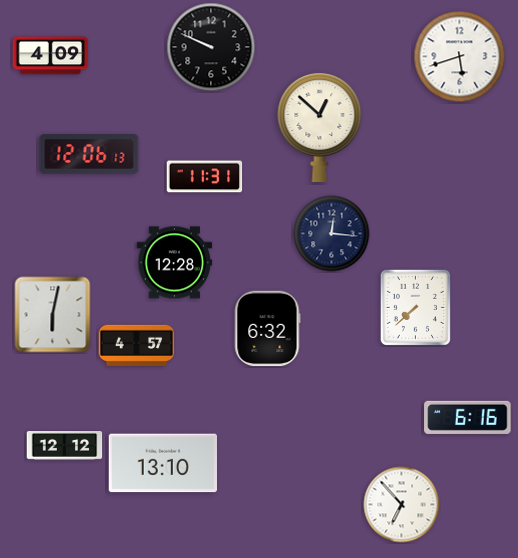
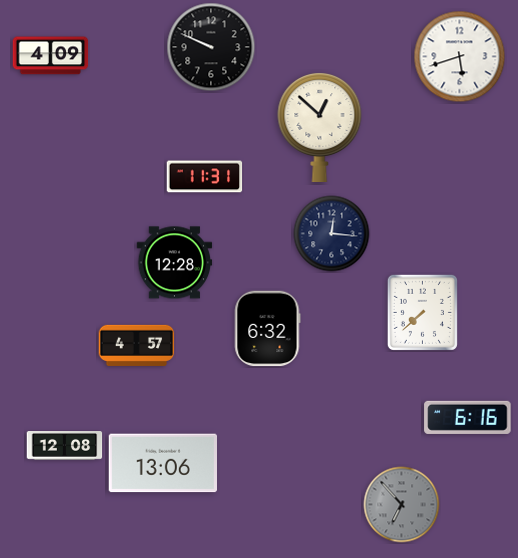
clock at (89, 154): 12:06 -> none
clock at (415, 307) position: (415, 307) -> (422, 312)
clock at (53, 315): 6:02 -> none
clock at (65, 446): 12:12 -> 12:08
clock at (162, 463): 13:10 -> 13:06
clock at (402, 505) dial: white -> grey
